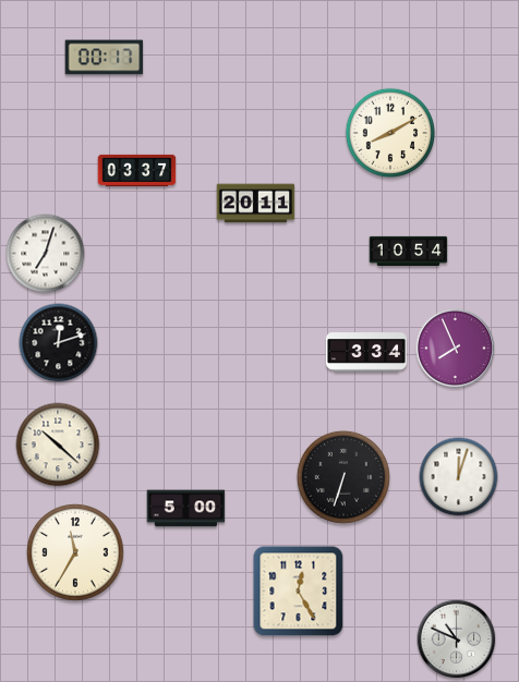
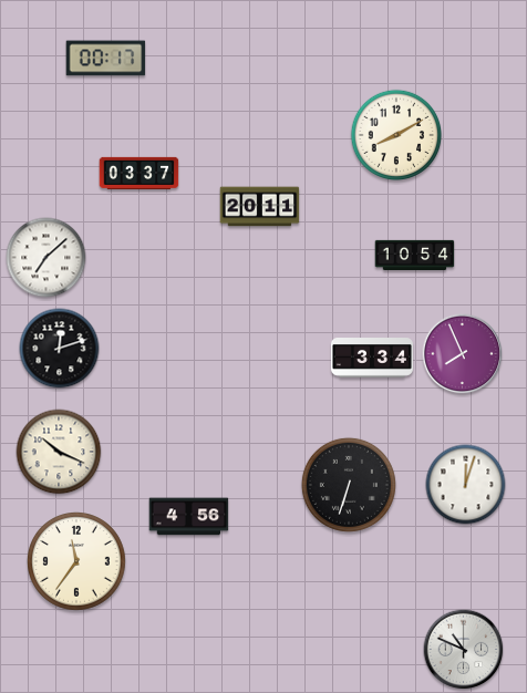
clock at (46, 254): 7:03 -> 7:08
clock at (58, 444): 10:22 -> 10:19
clock at (186, 509): 5:00 -> 4:56
clock at (76, 553): 11:35 -> 11:36
clock at (299, 592): 12:25 -> none
